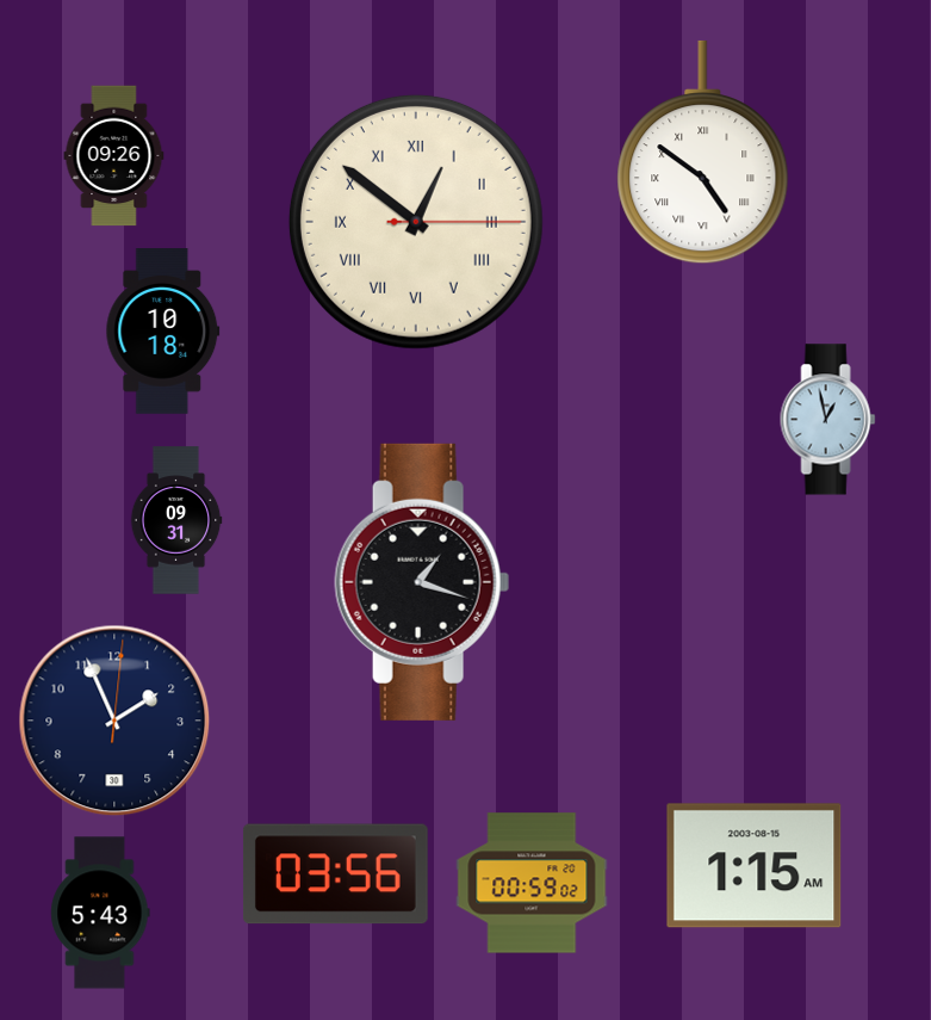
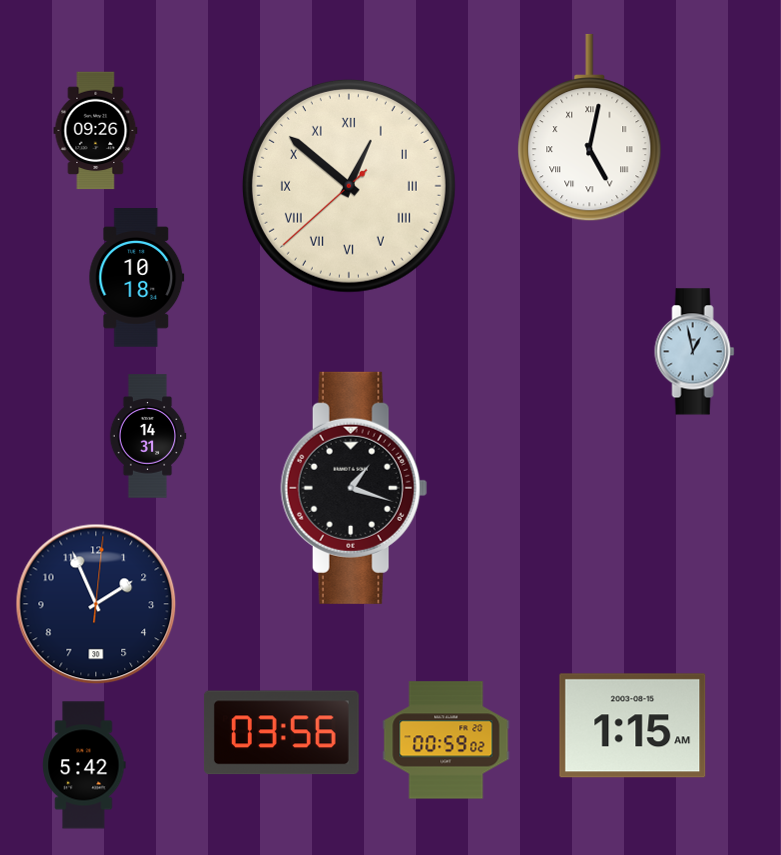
clock at (703, 153): 4:51 -> 5:02
clock at (416, 222): 12:51:15 -> 12:51:38
clock at (176, 520): 09:31 -> 14:31
clock at (100, 913): 5:43 -> 5:42
